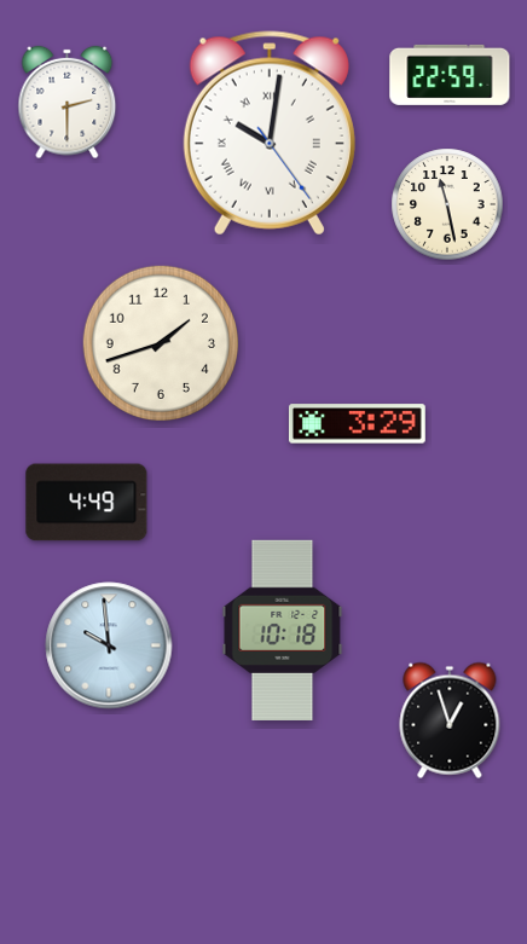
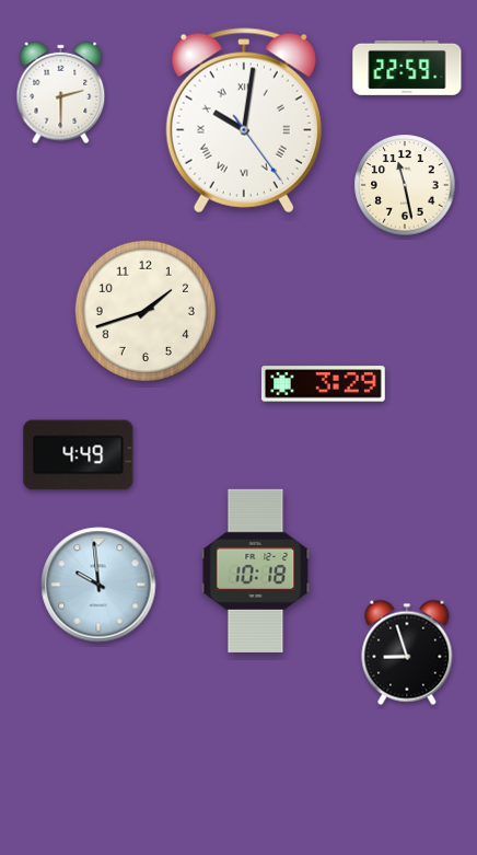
clock at (450, 720): 12:57 -> 8:57
